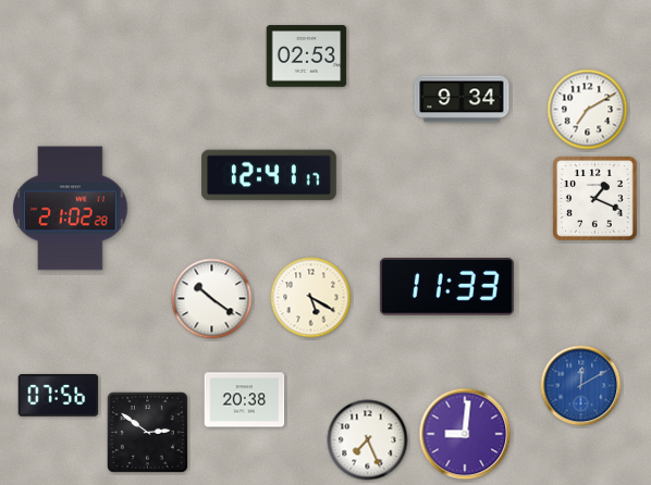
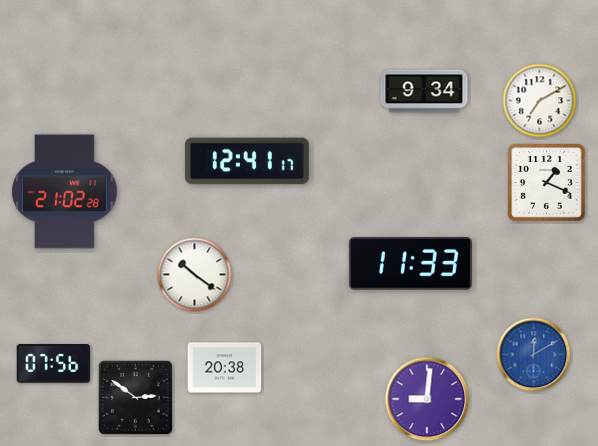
clock at (307, 57): 02:53 -> none
clock at (311, 298): 5:20 -> none
clock at (368, 440): 7:26 -> none
